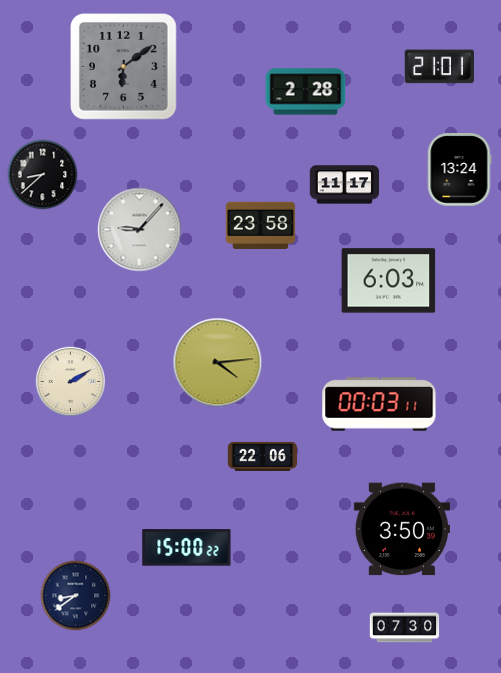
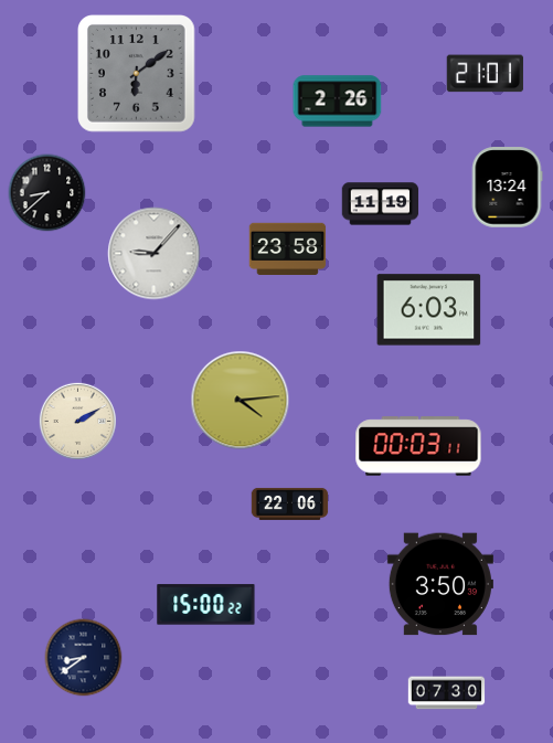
clock at (306, 92): 2:28 -> 2:26
clock at (345, 185): 11:17 -> 11:19
clock at (402, 529) position: (402, 529) -> (440, 584)
